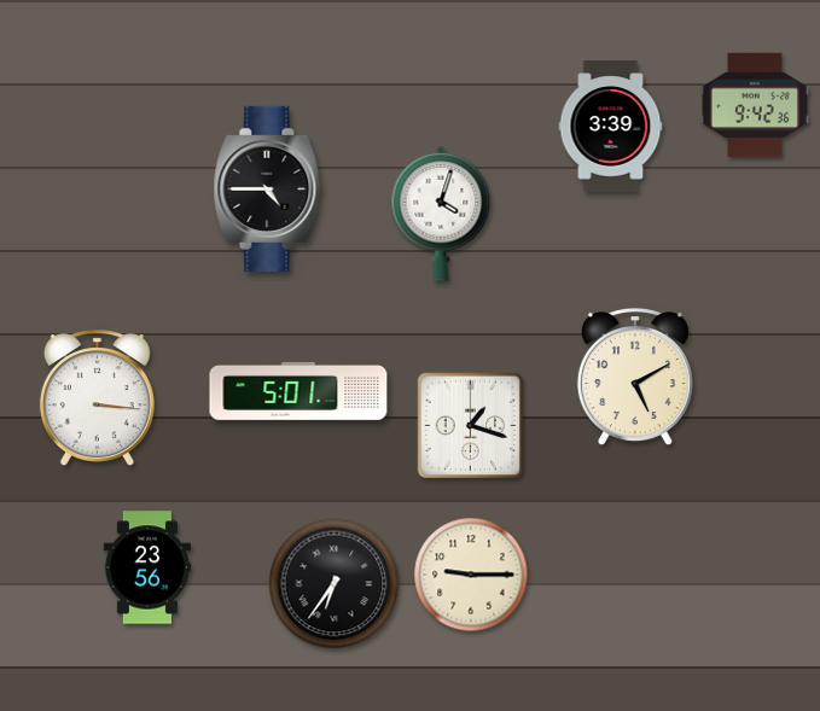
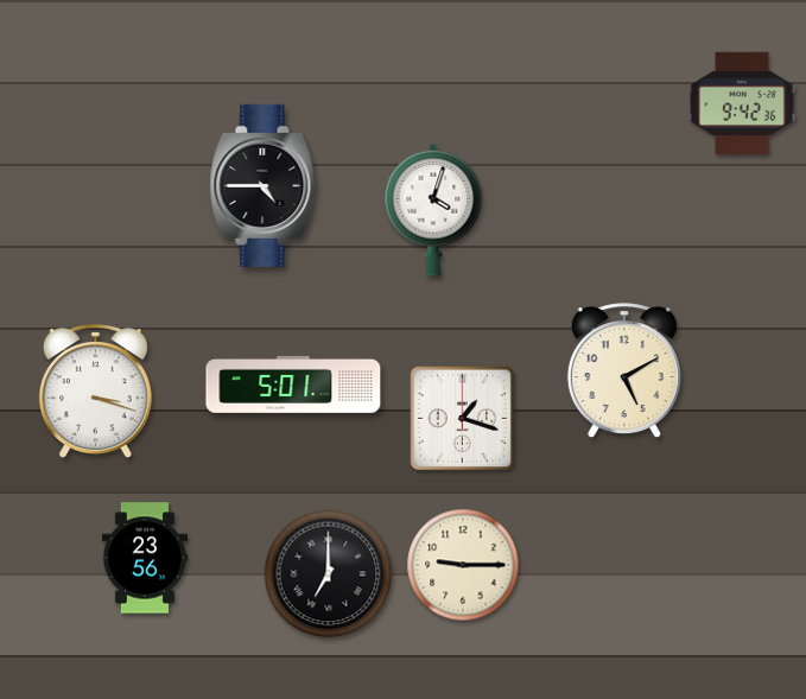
clock at (611, 127): 3:39 -> none
clock at (97, 398): 3:16 -> 3:18
clock at (335, 584): 6:36 -> 7:00
